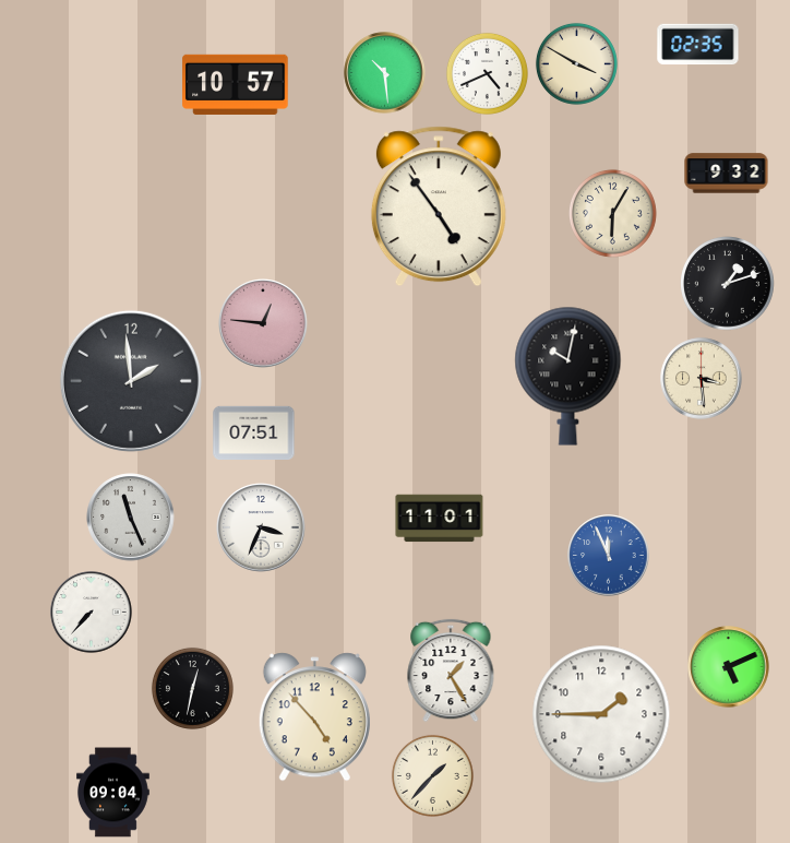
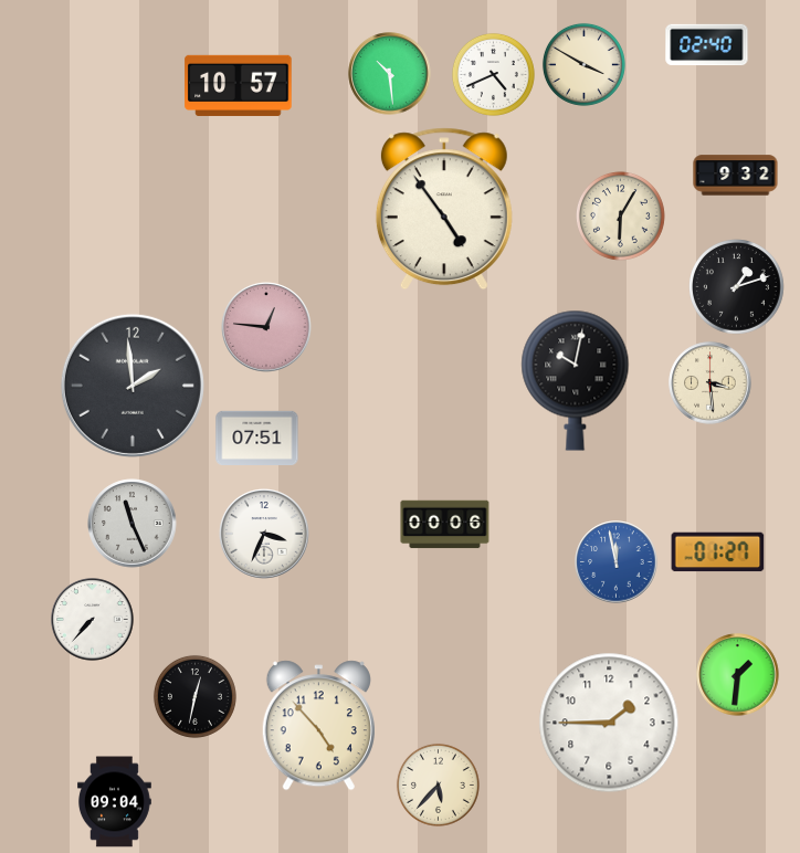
clock at (698, 45): 02:35 -> 02:40
clock at (440, 519): 11:01 -> 00:06
clock at (718, 552): none -> 01:27
clock at (609, 556): 11:56 -> 11:58
clock at (729, 667): 5:11 -> 1:31
clock at (451, 670): 1:25 -> none
clock at (432, 775): 1:37 -> 5:37
